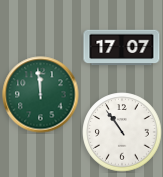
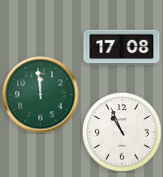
clock at (122, 48): 17:07 -> 17:08
clock at (122, 132): 10:54 -> 10:56
